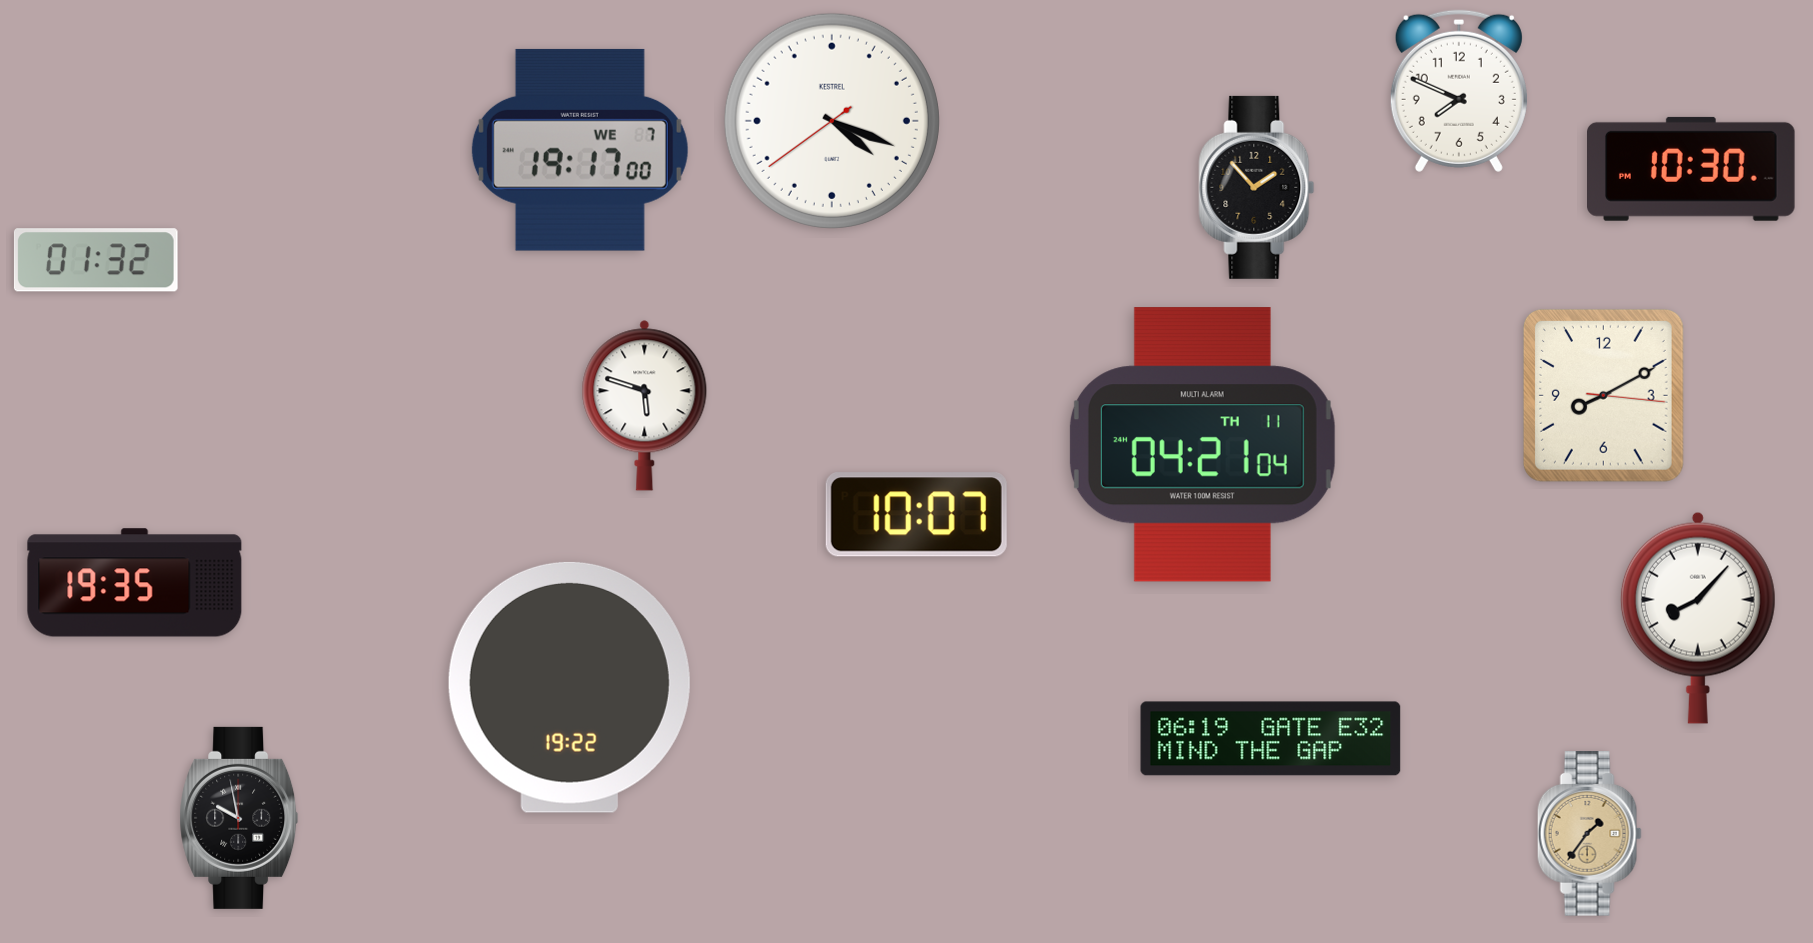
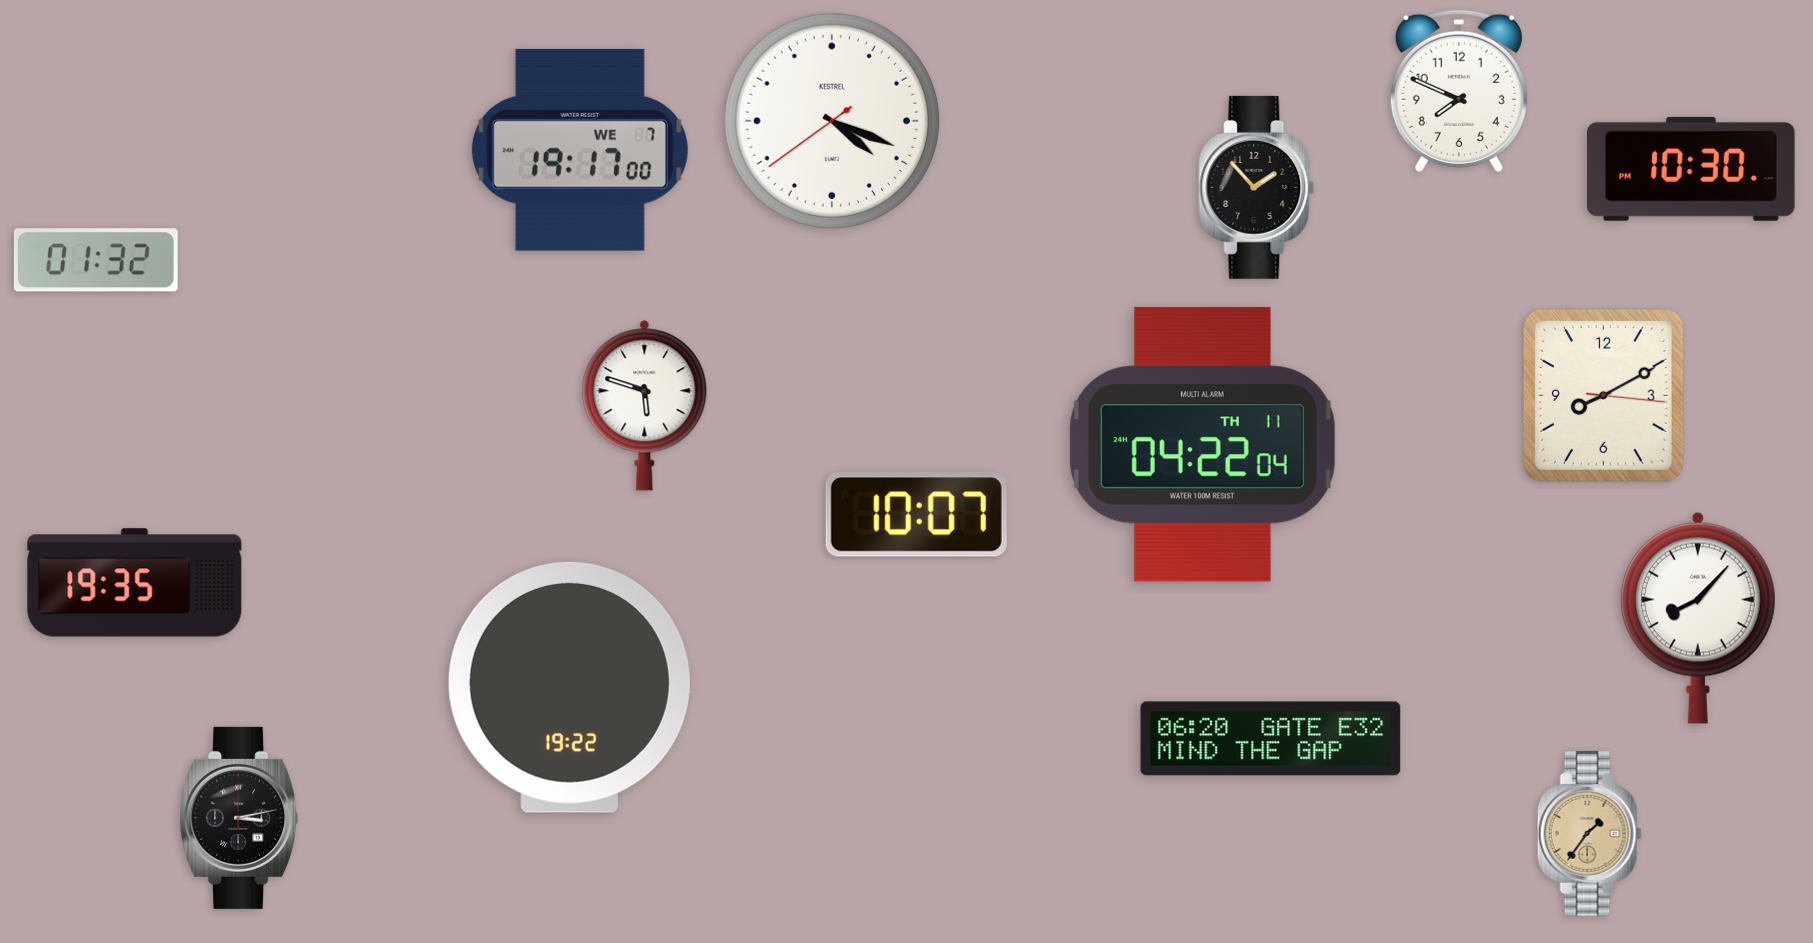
clock at (1202, 445): 04:21 -> 04:22
clock at (1271, 739): 06:19 -> 06:20
clock at (239, 818): 9:58 -> 3:13
